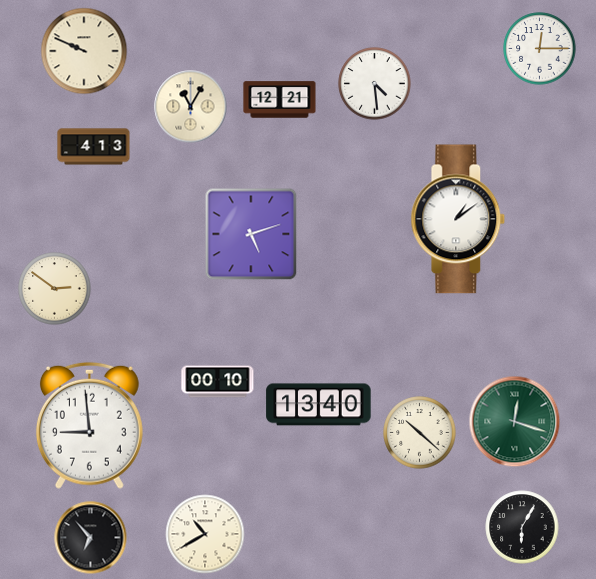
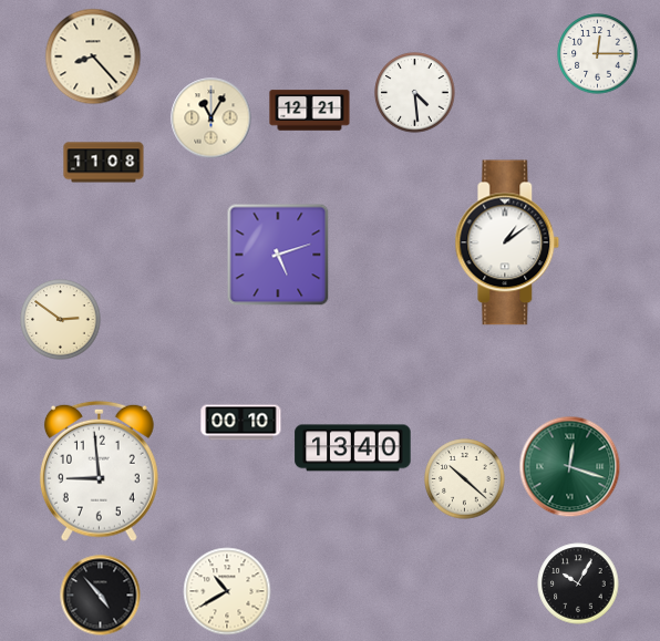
clock at (84, 51): 9:49 -> 8:23
clock at (94, 147): 4:13 -> 11:08
clock at (251, 234) position: (251, 234) -> (278, 255)
clock at (522, 527): 6:05 -> 10:05
clock at (91, 538): 6:53 -> 4:53
